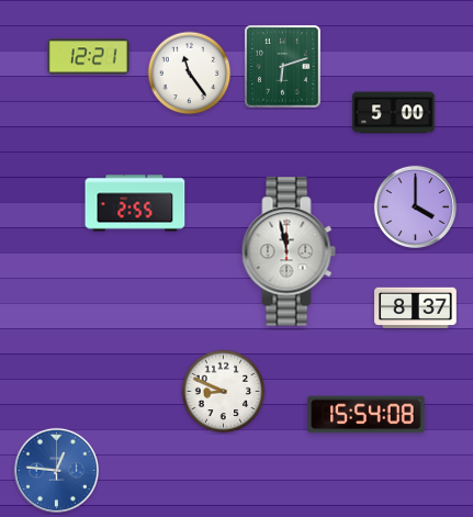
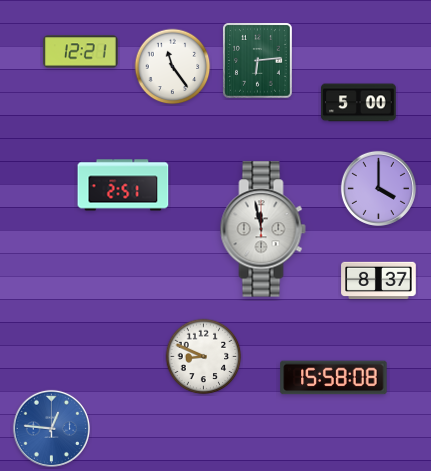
clock at (283, 67): 6:12 -> 6:14
clock at (135, 203): 2:55 -> 2:51
clock at (367, 415): 15:54 -> 15:58
